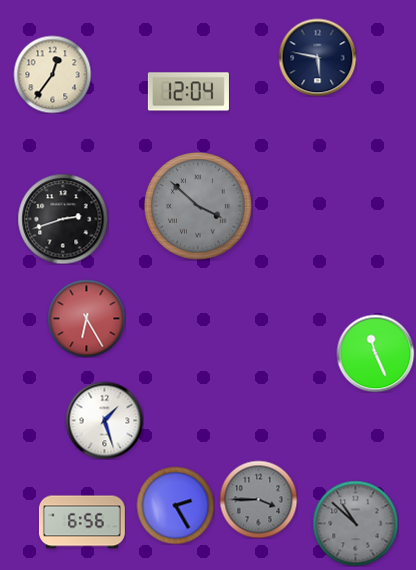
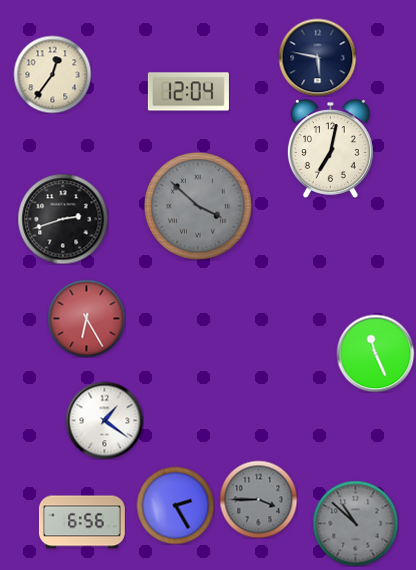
clock at (330, 149): none -> 7:02
clock at (104, 420): 1:27 -> 1:21
